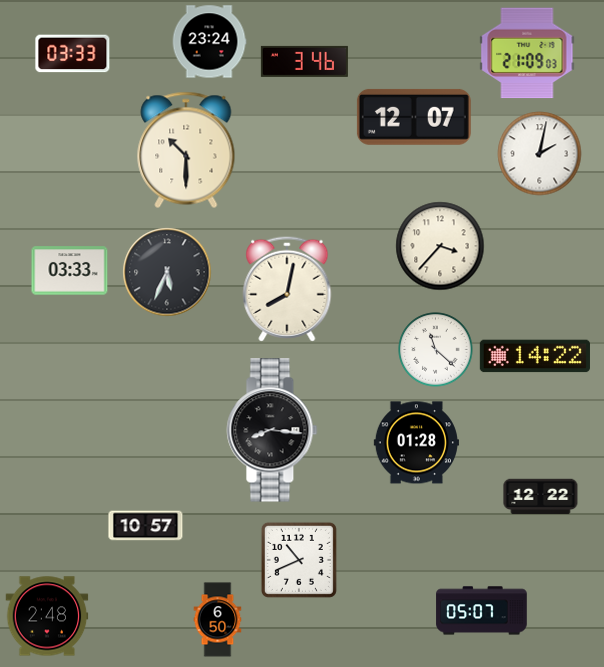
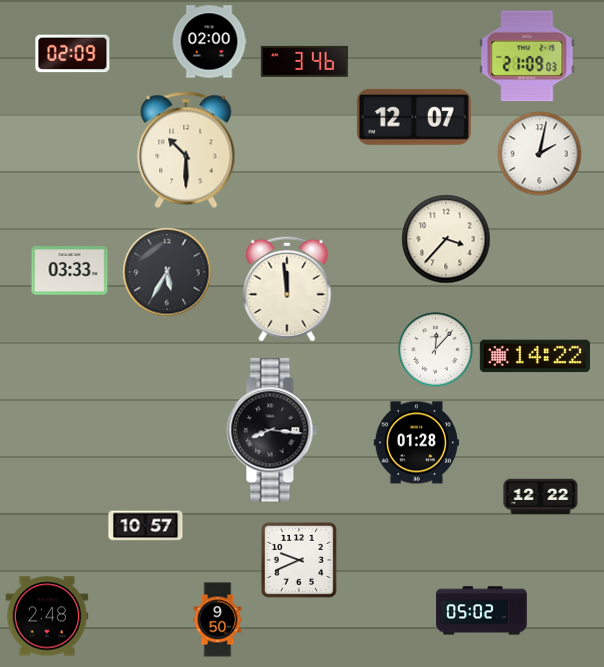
clock at (209, 42): 23:24 -> 02:00
clock at (527, 53) position: (527, 53) -> (527, 56)
clock at (73, 54): 03:33 -> 02:09
clock at (440, 246) position: (440, 246) -> (446, 239)
clock at (167, 272): 5:34 -> 5:35
clock at (287, 289): 8:02 -> 11:59
clock at (436, 350): 11:22 -> 12:07
clock at (299, 560): 10:41 -> 9:41
clock at (482, 611): 05:07 -> 05:02
clock at (218, 620): 6:50 -> 9:50
